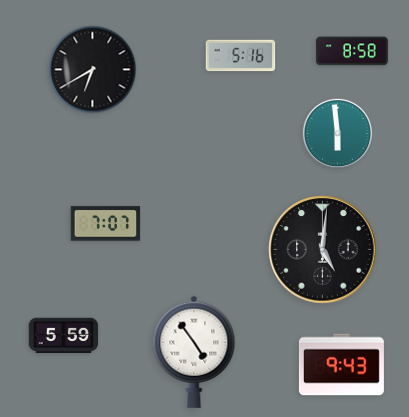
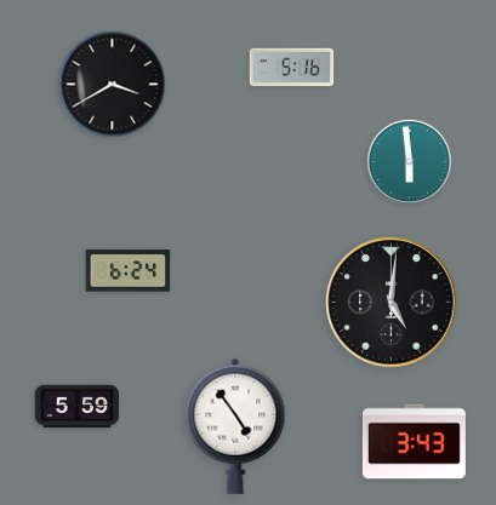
clock at (352, 51): 8:58 -> none
clock at (93, 70): 6:40 -> 3:40
clock at (106, 224): 7:07 -> 6:24
clock at (341, 365): 9:43 -> 3:43
